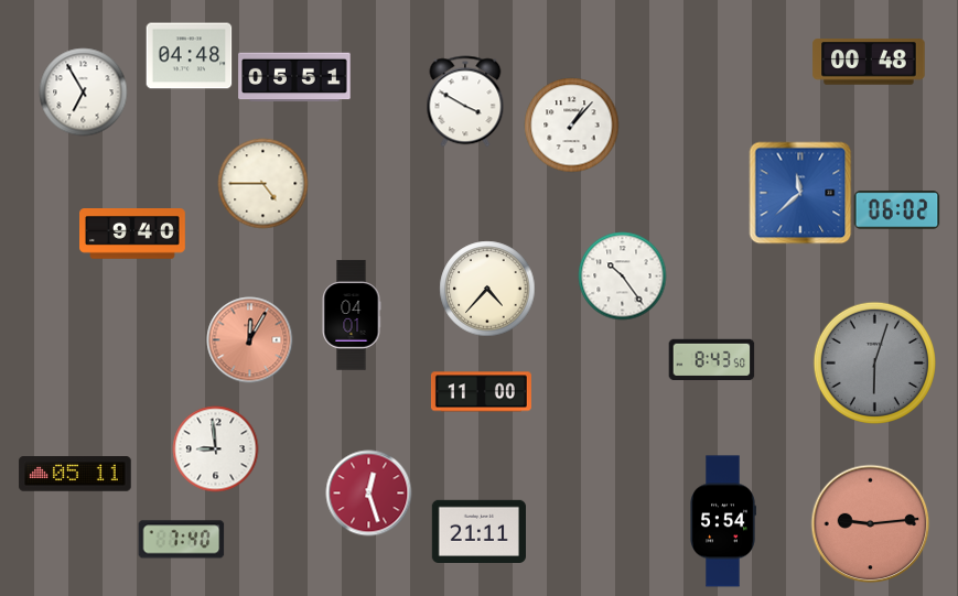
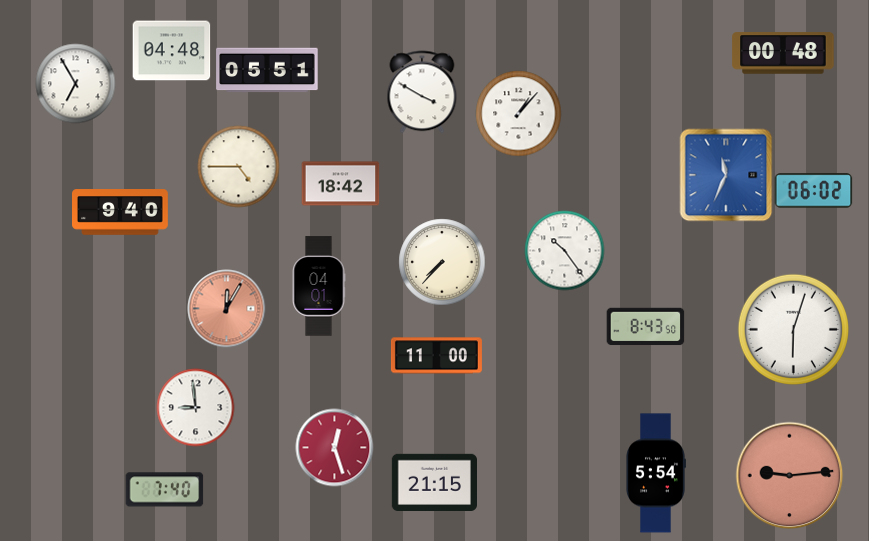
clock at (869, 62) position: (869, 62) -> (783, 53)
clock at (800, 193): 11:38 -> 11:34
clock at (340, 184): none -> 18:42
clock at (487, 289): 4:37 -> 7:37
clock at (874, 362) dial: grey -> white
clock at (75, 474): 05:11 -> none
clock at (478, 531): 21:11 -> 21:15
